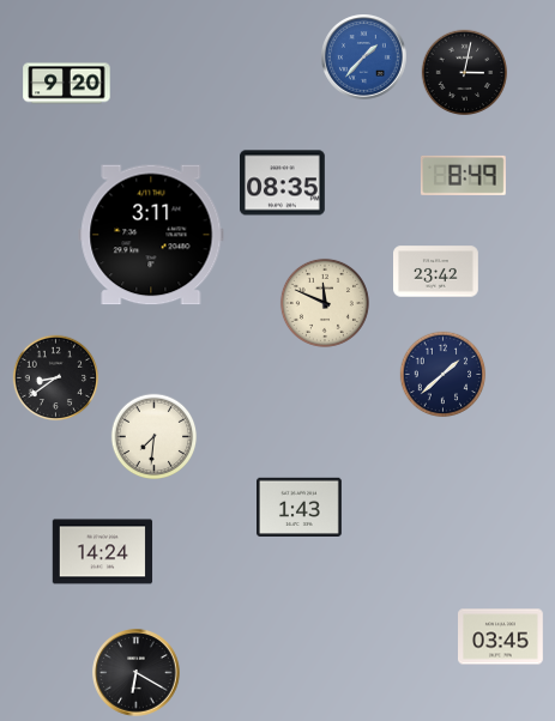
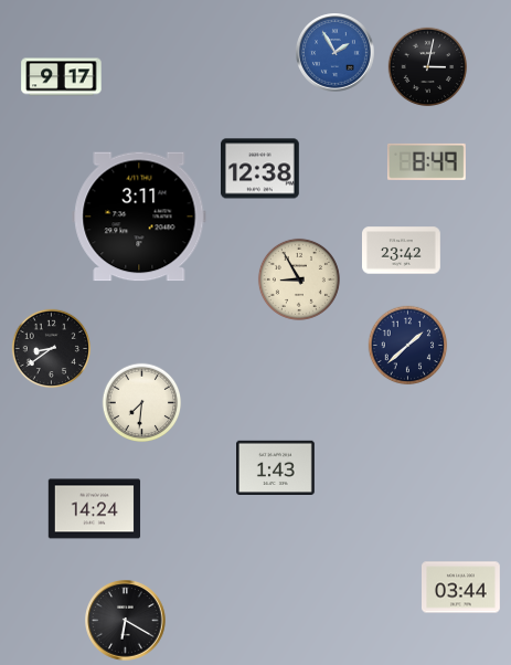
clock at (364, 57): 1:37 -> 1:55
clock at (67, 84): 9:20 -> 9:17
clock at (283, 183): 08:35 -> 12:38
clock at (325, 303): 11:49 -> 8:55
clock at (501, 637): 03:45 -> 03:44
